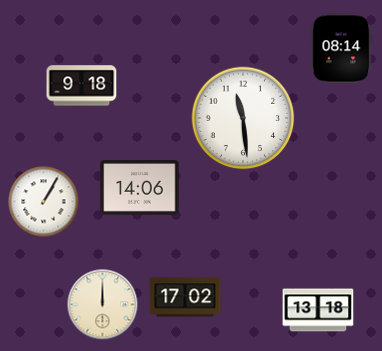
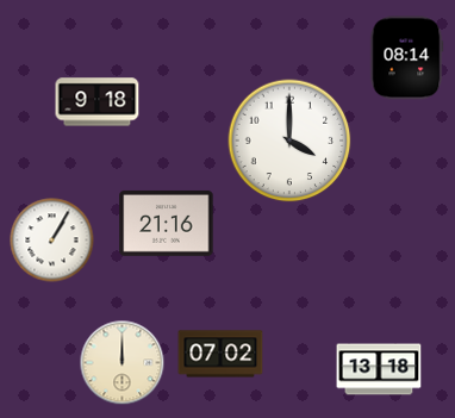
clock at (243, 118): 11:29 -> 4:00
clock at (140, 187): 14:06 -> 21:16
clock at (185, 297): 17:02 -> 07:02
